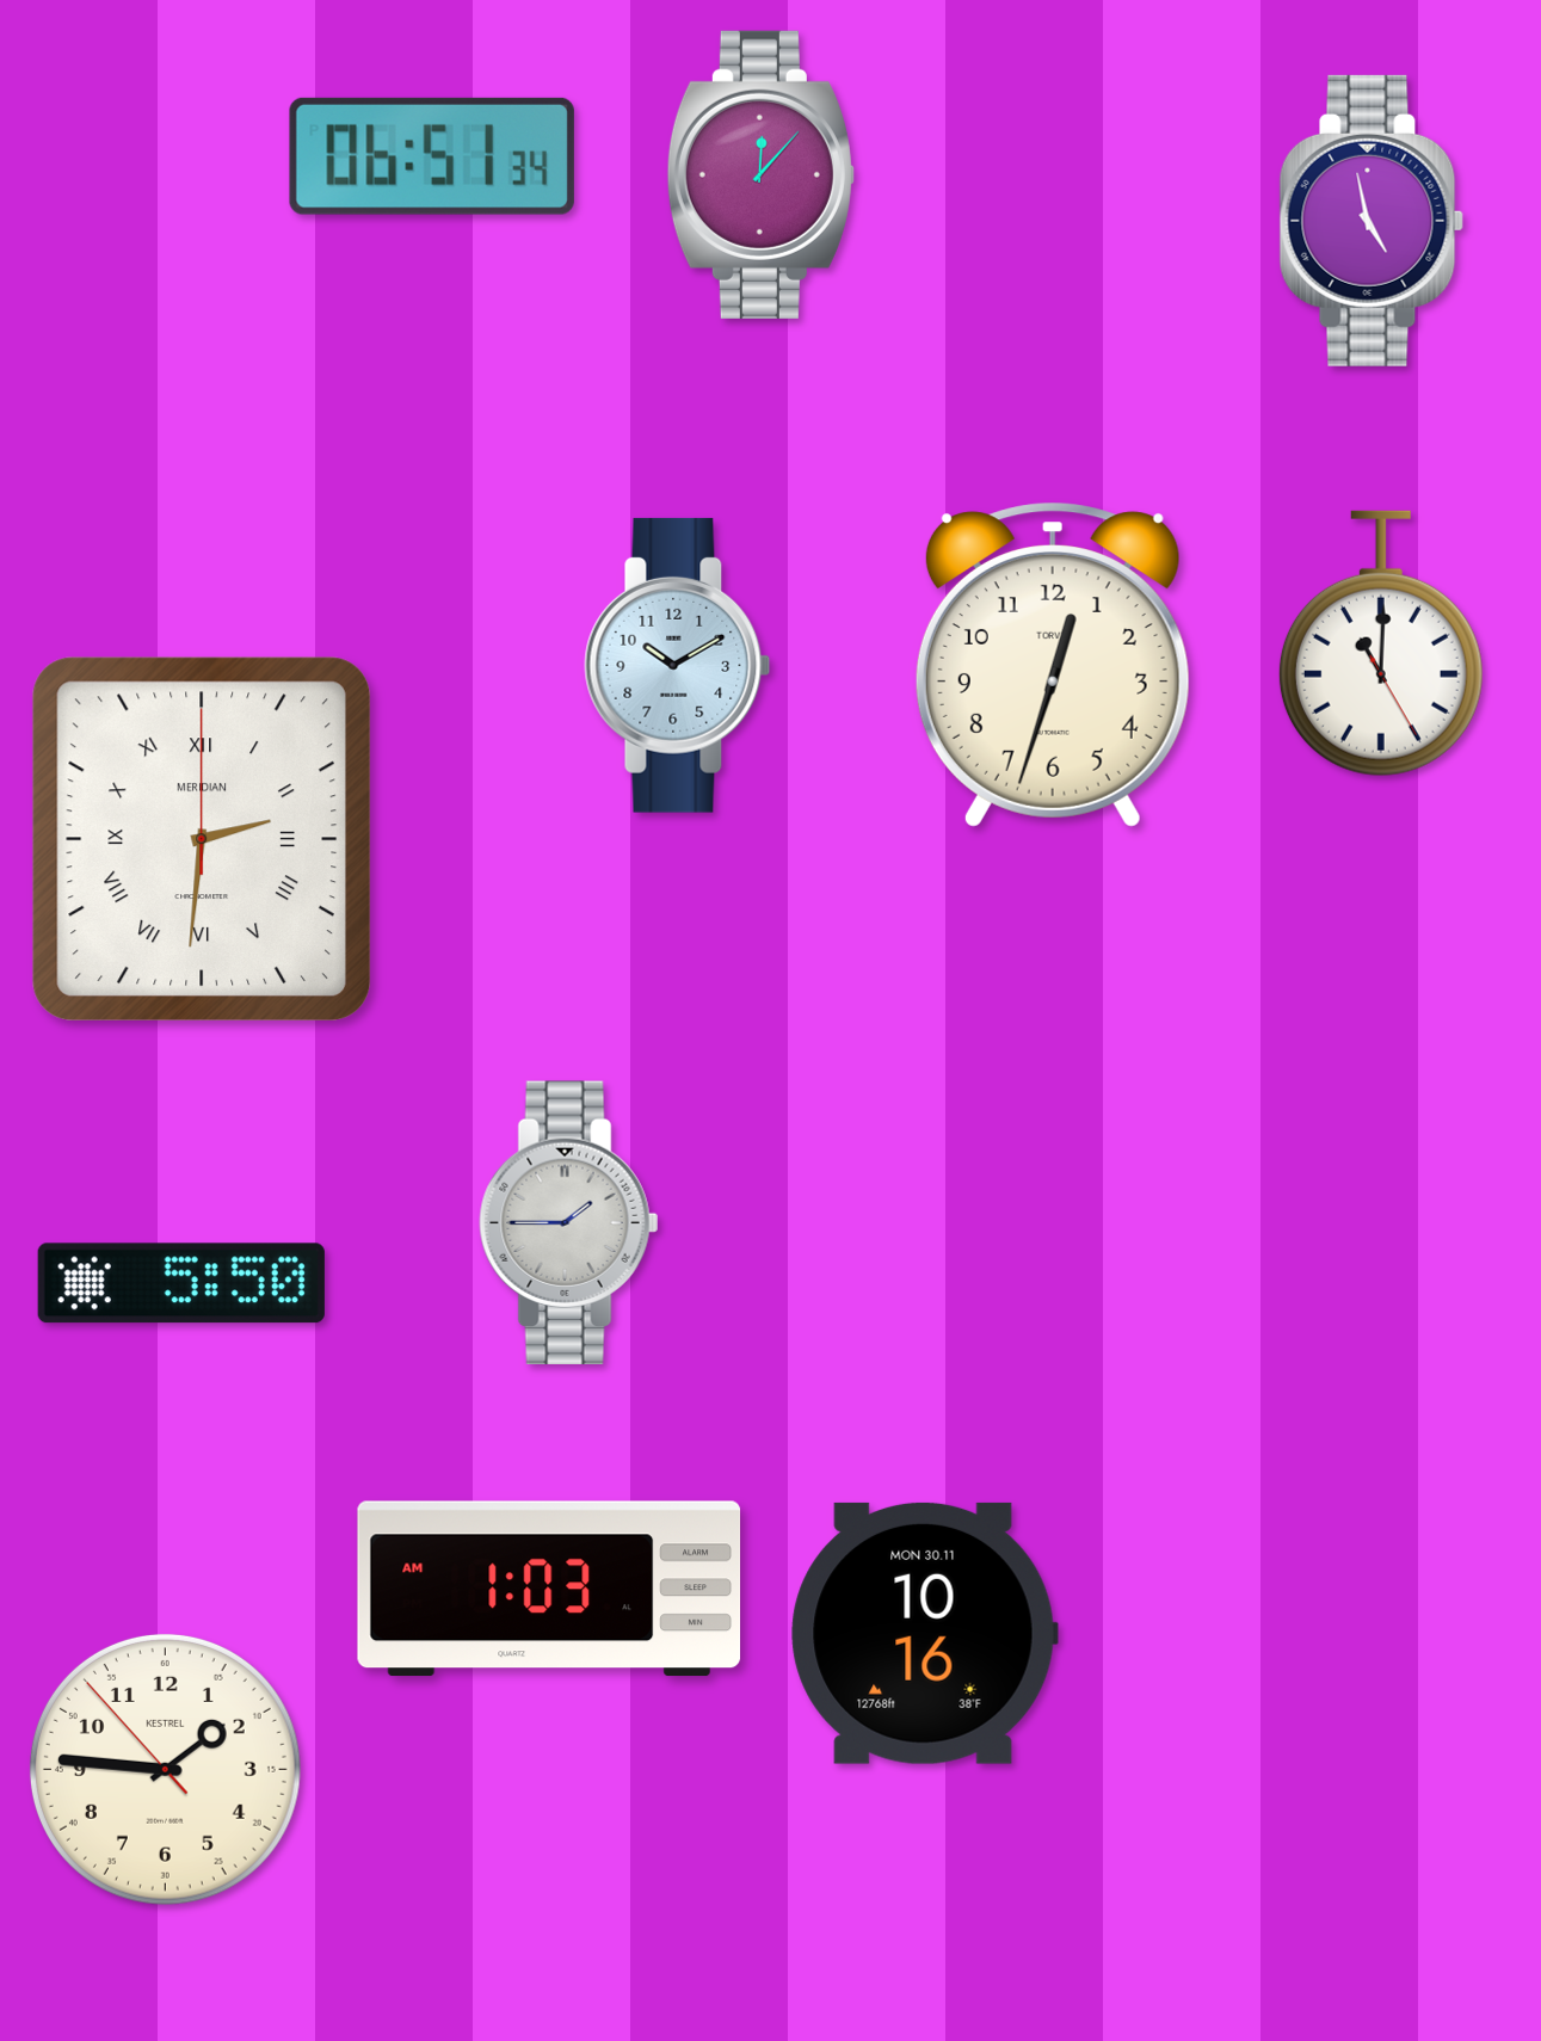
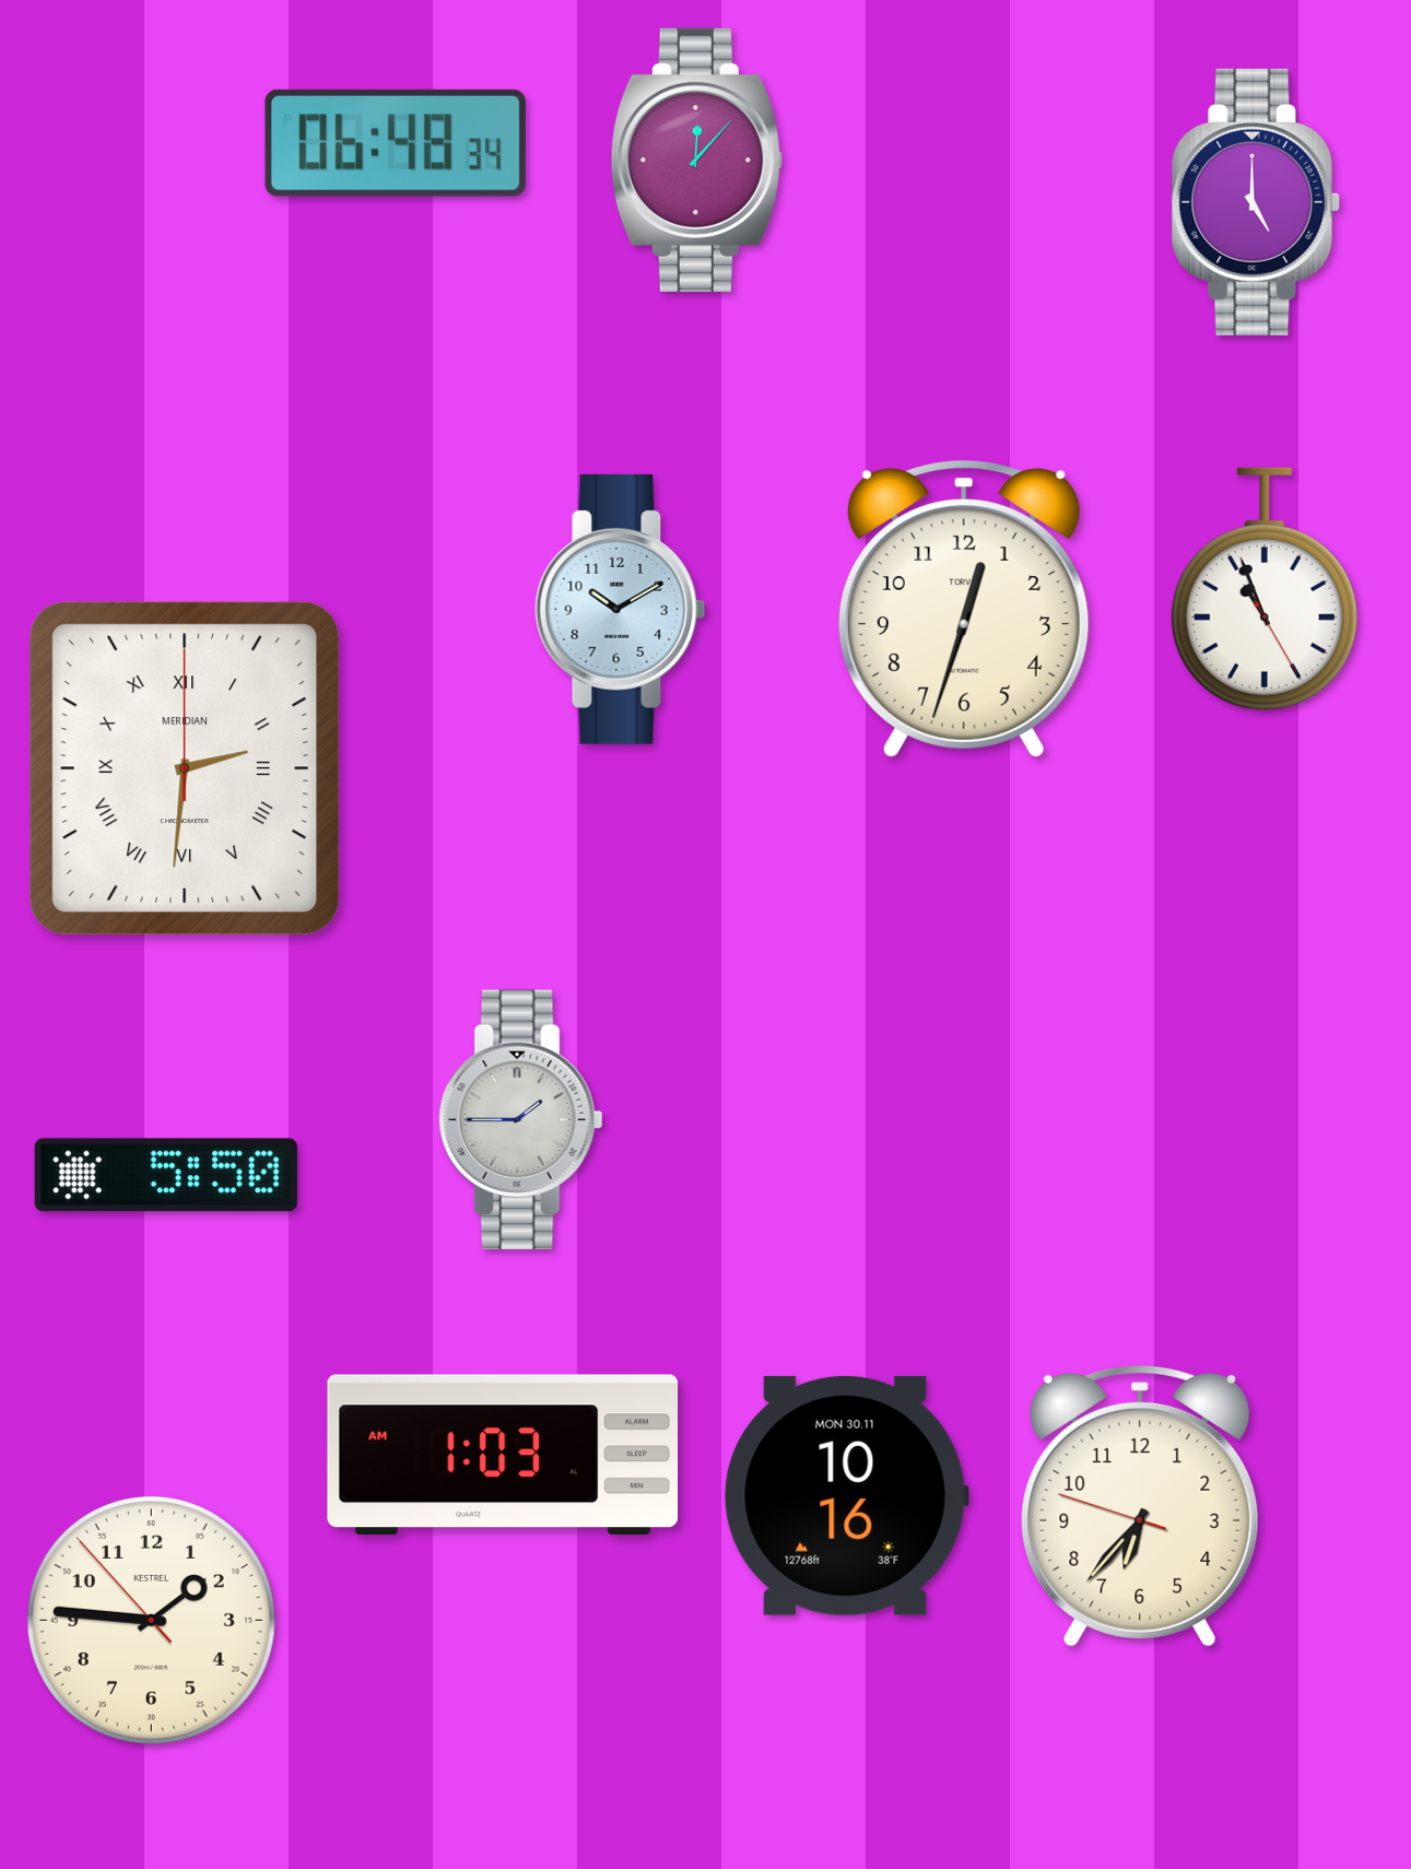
clock at (432, 156): 06:51 -> 06:48
clock at (1372, 221): 4:58 -> 5:00
clock at (1381, 643): 11:00 -> 10:56
clock at (1140, 1506): none -> 6:36
